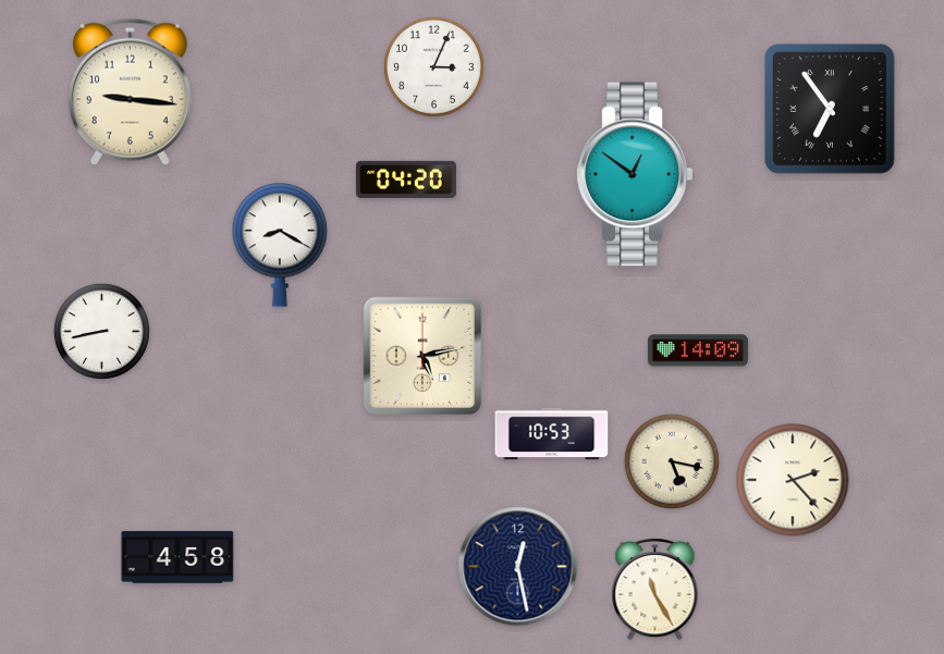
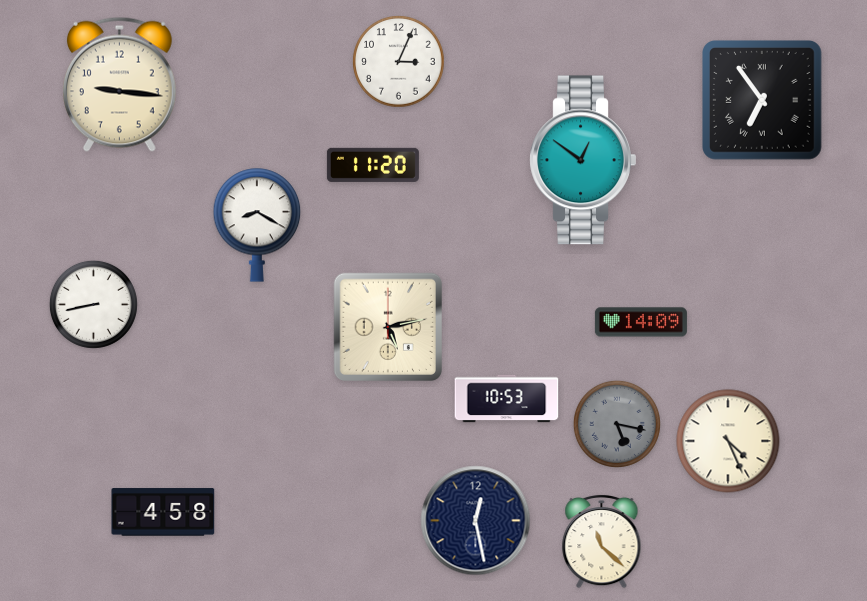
clock at (406, 180): 04:20 -> 11:20
clock at (672, 461) dial: cream -> grey
clock at (793, 480): 2:23 -> 4:26
clock at (655, 589): 11:25 -> 11:22
